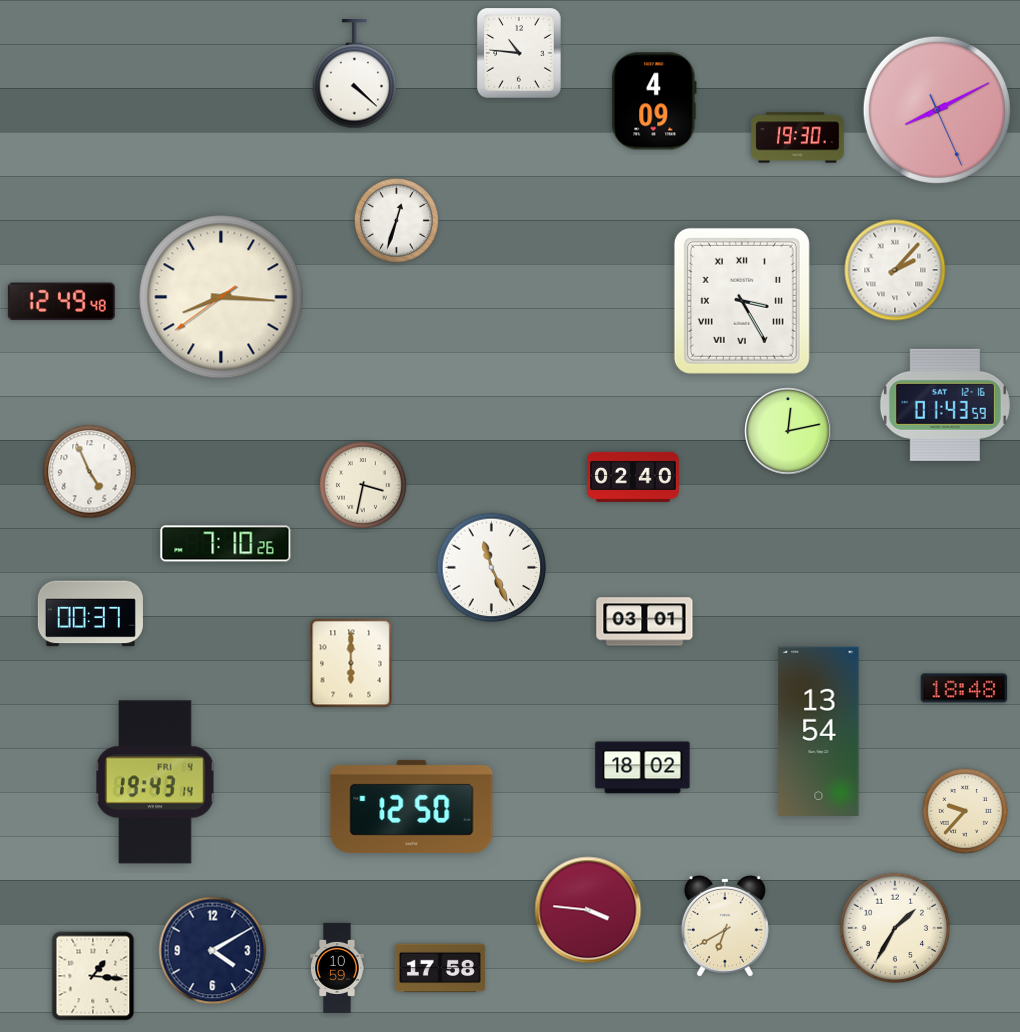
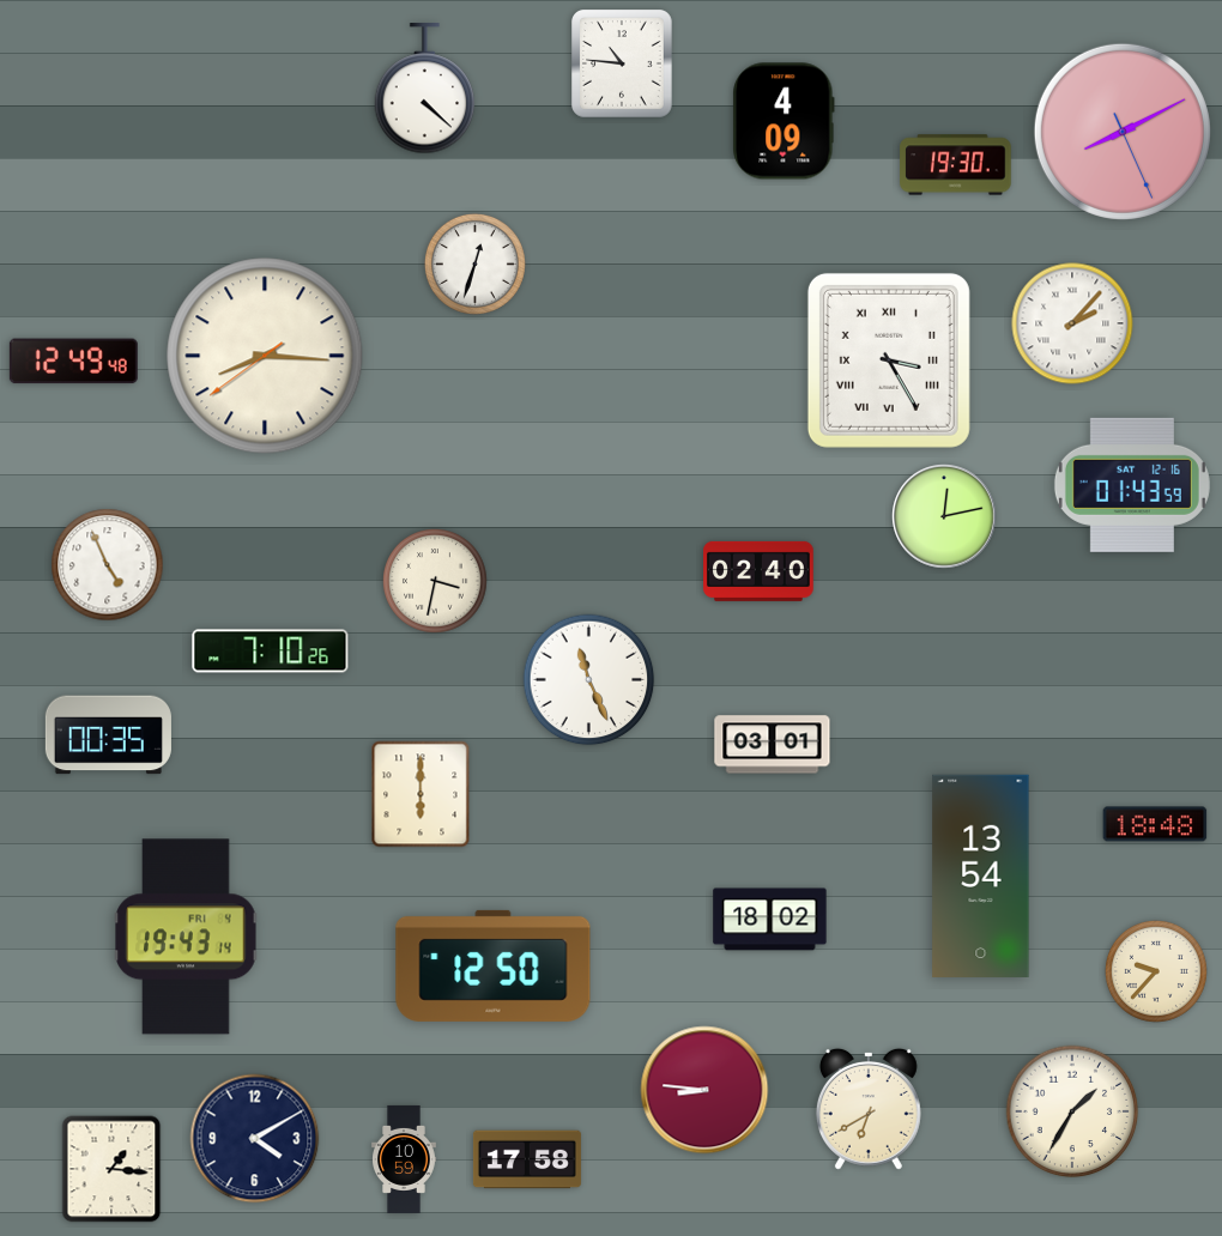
clock at (90, 614): 00:37 -> 00:35
clock at (588, 910): 3:46 -> 8:46
